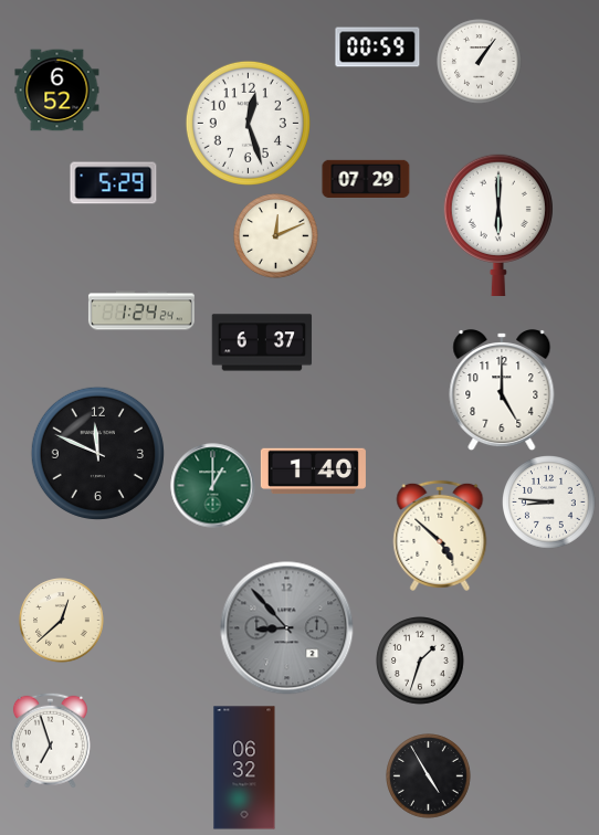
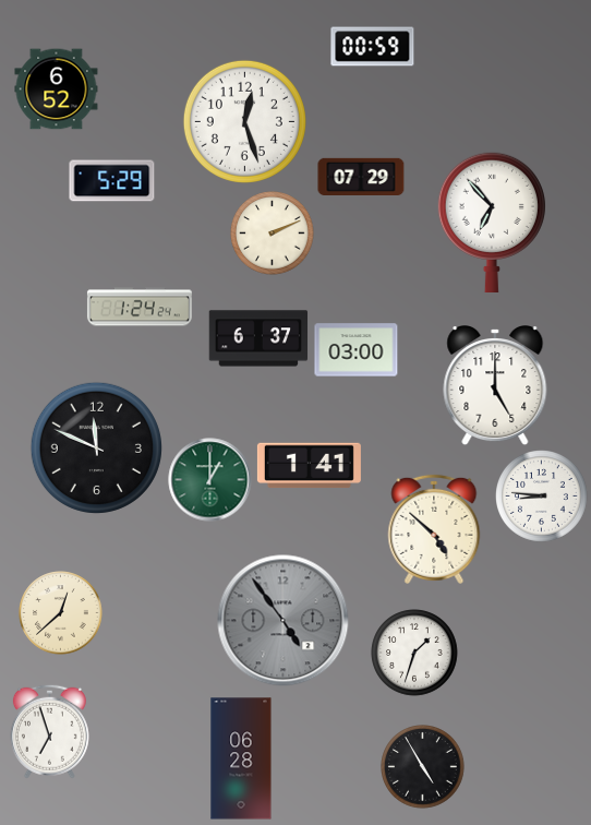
clock at (480, 62): 1:06 -> none
clock at (498, 224): 6:00 -> 6:53
clock at (276, 236): 12:11 -> 2:11
clock at (357, 350): none -> 03:00
clock at (313, 472): 1:40 -> 1:41
clock at (287, 628): 8:53 -> 4:54
clock at (244, 768): 06:32 -> 06:28
